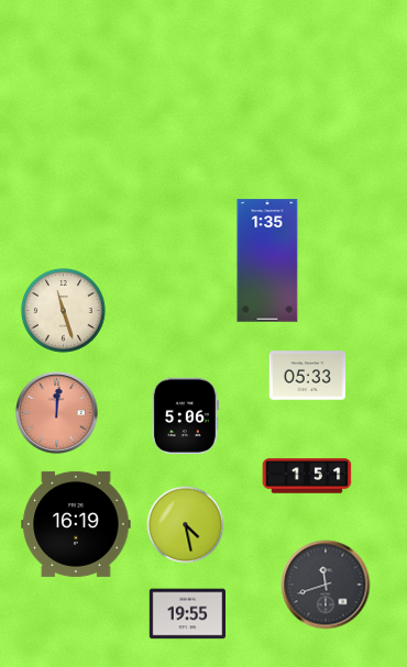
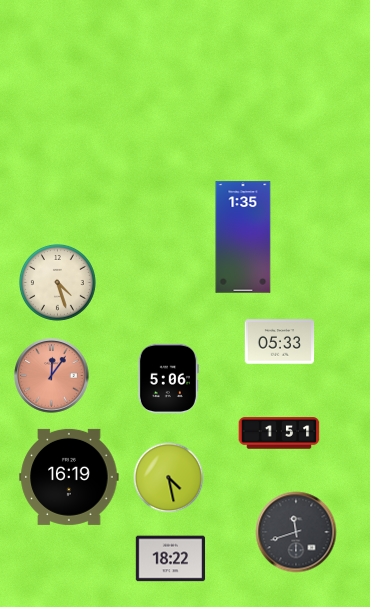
clock at (63, 310): 11:27 -> 4:27
clock at (57, 413): 12:01 -> 12:06
clock at (188, 614): 19:55 -> 18:22
